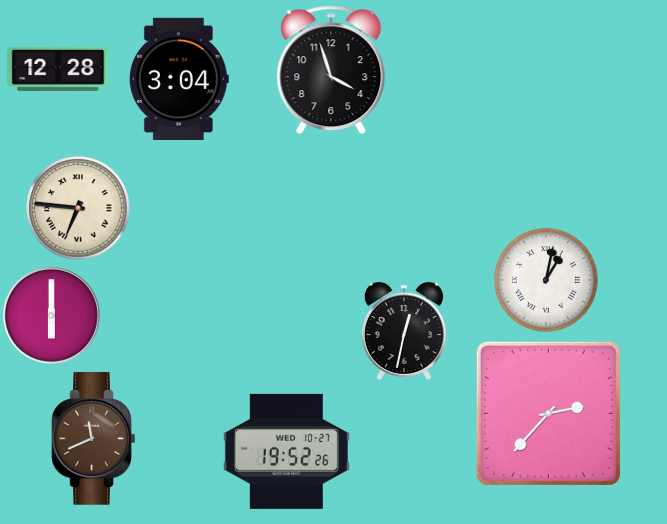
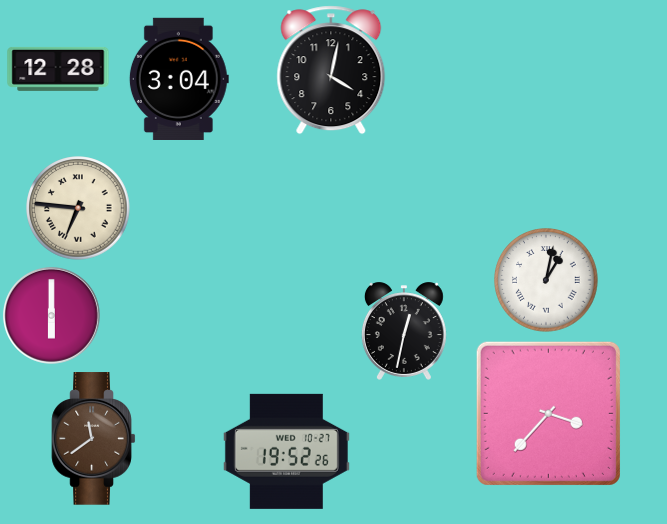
clock at (331, 70): 3:57 -> 4:02
clock at (548, 413): 2:37 -> 3:37
clock at (94, 439): 11:41 -> 11:39
